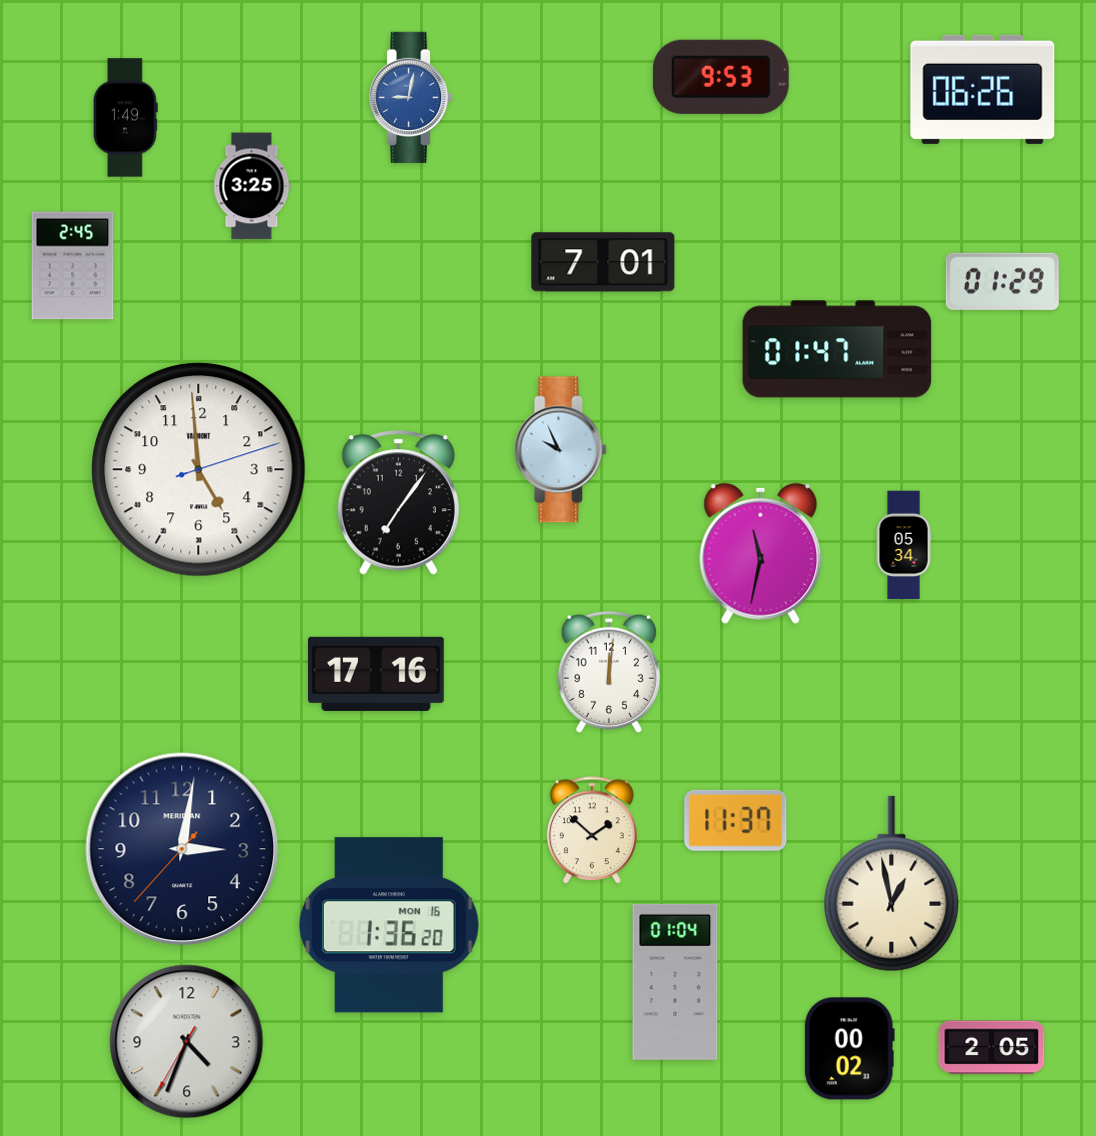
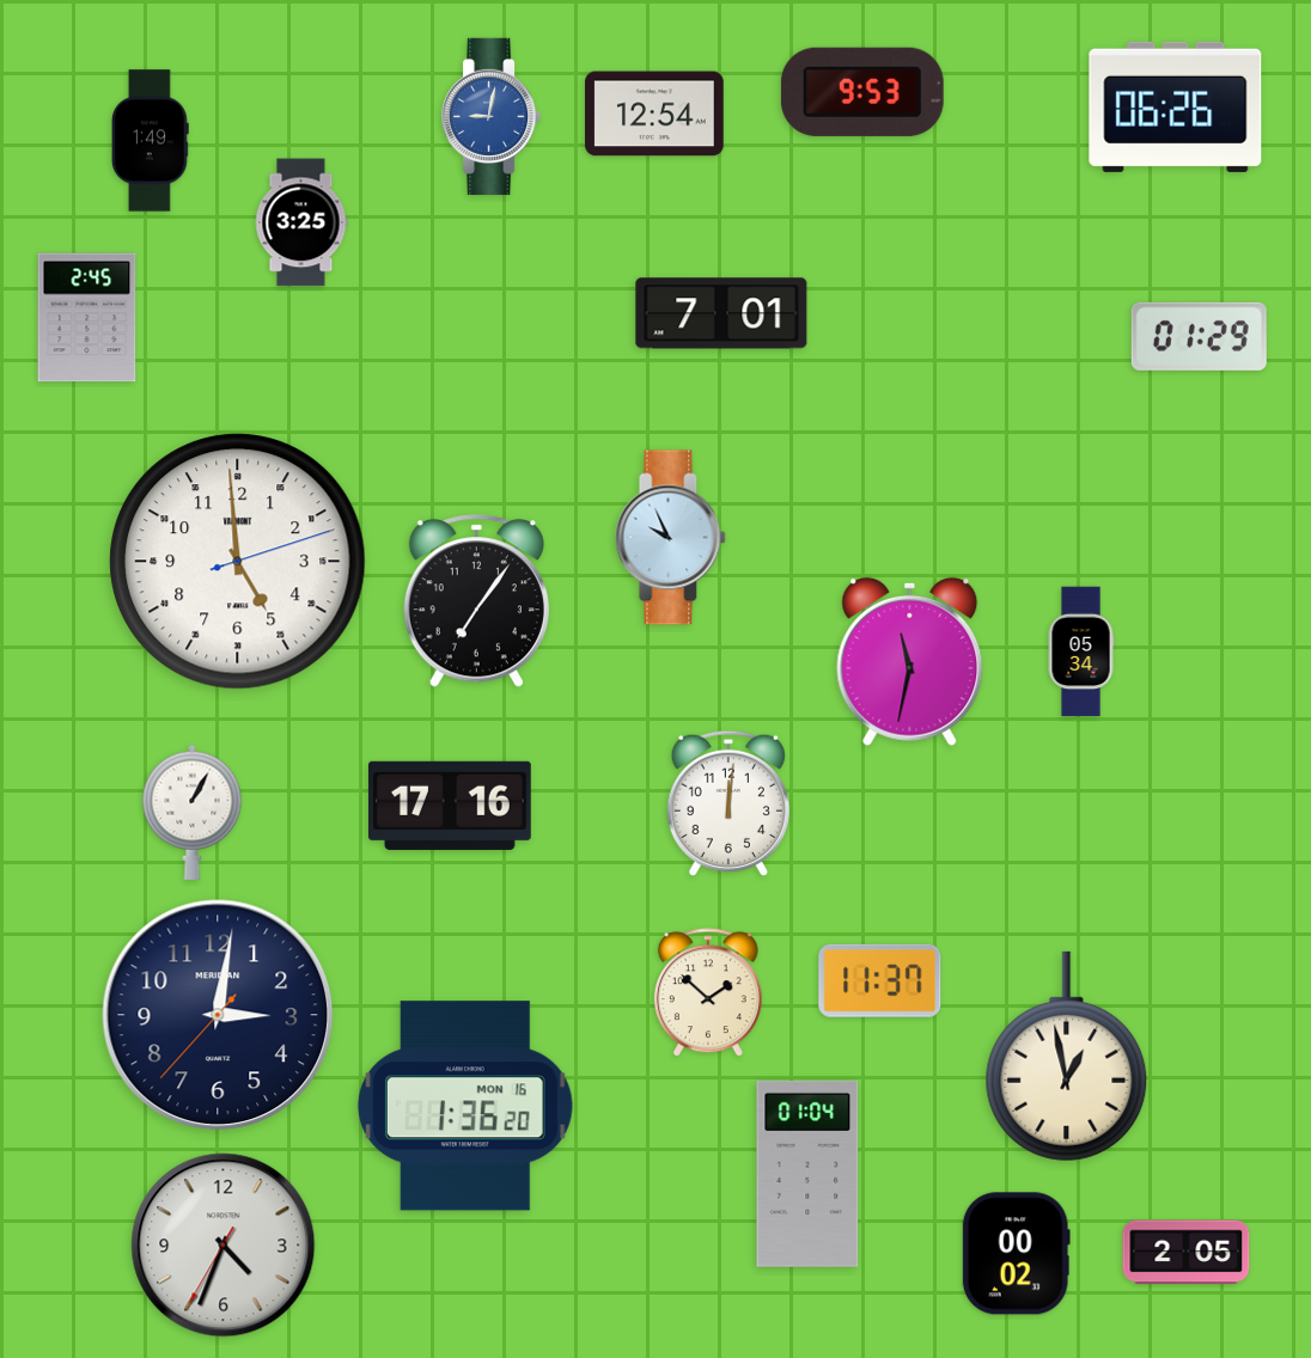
clock at (654, 114): none -> 12:54
clock at (837, 349): 01:47 -> none
clock at (193, 812): none -> 1:05
